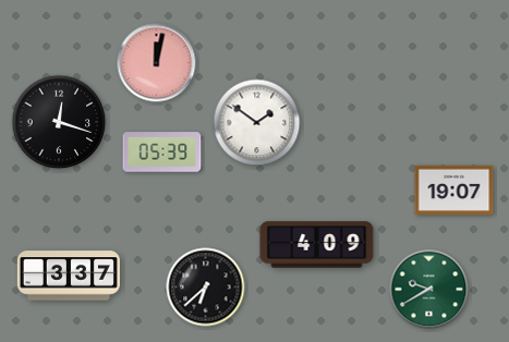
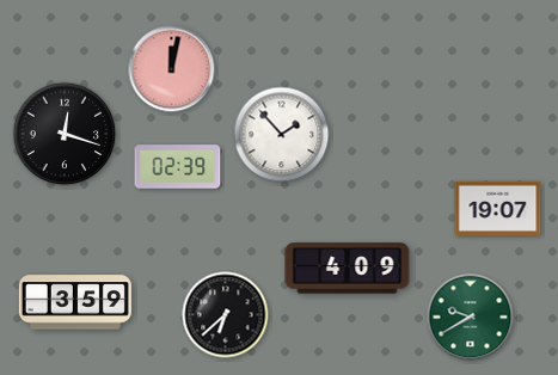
clock at (257, 123): 1:51 -> 1:53
clock at (162, 152): 05:39 -> 02:39
clock at (69, 276): 3:37 -> 3:59
